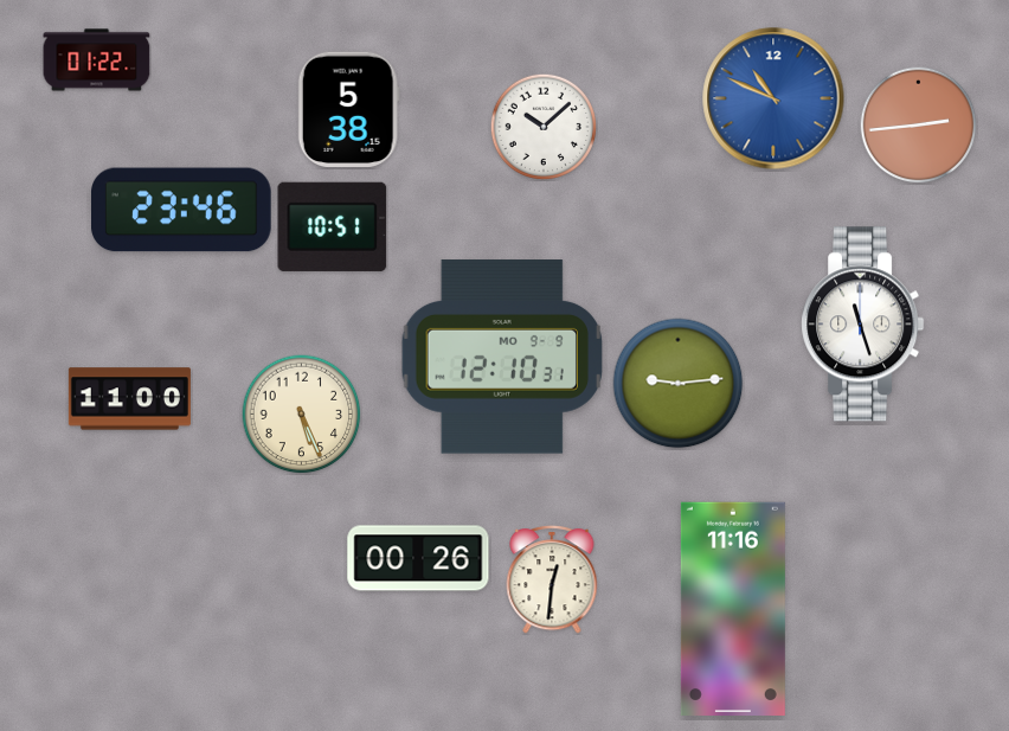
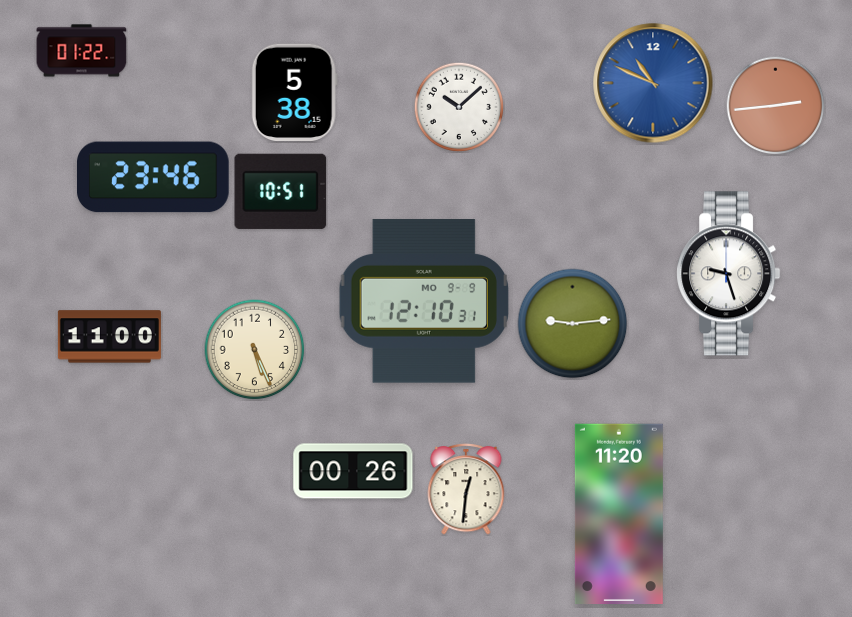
clock at (863, 325): 11:27 -> 9:27
clock at (733, 608): 11:16 -> 11:20
